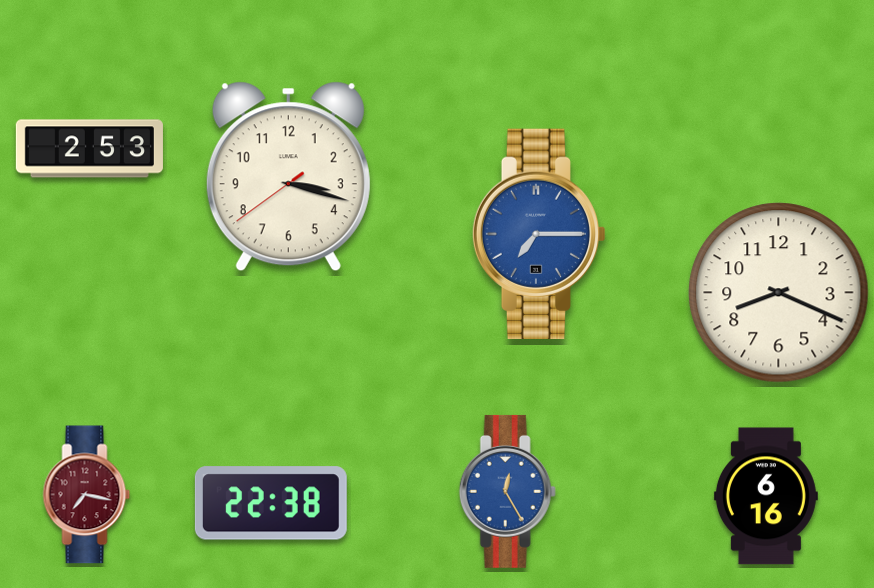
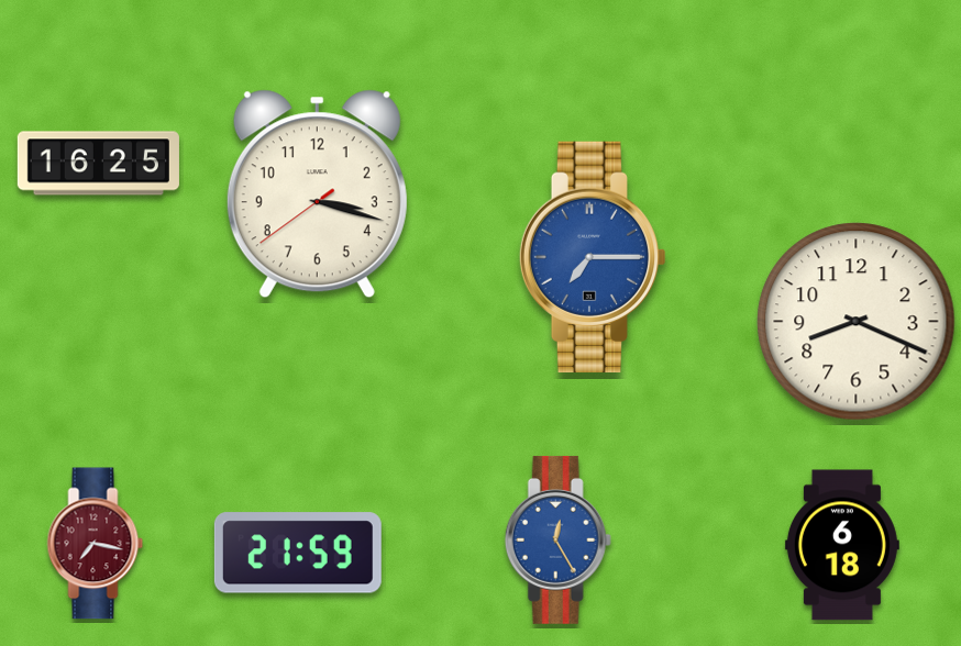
clock at (89, 149): 2:53 -> 16:25
clock at (766, 496): 6:16 -> 6:18
clock at (271, 503): 22:38 -> 21:59
